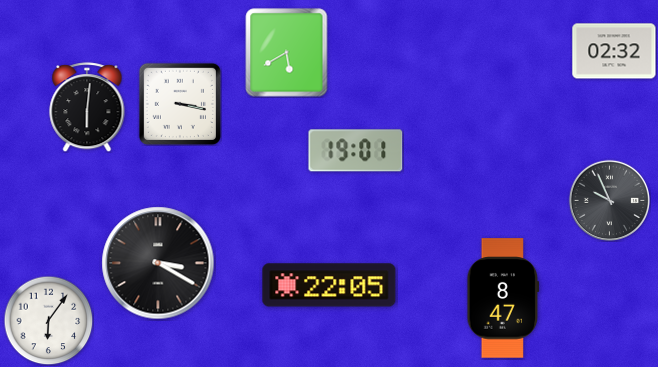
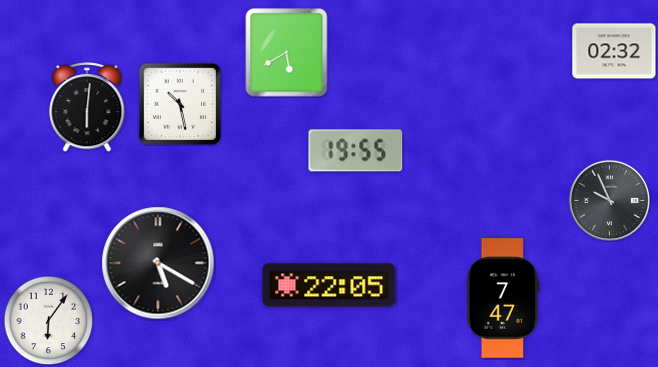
clock at (180, 104): 3:17 -> 10:28
clock at (356, 151): 19:01 -> 19:55
clock at (158, 263): 3:20 -> 5:20
clock at (503, 298): 8:47 -> 7:47
